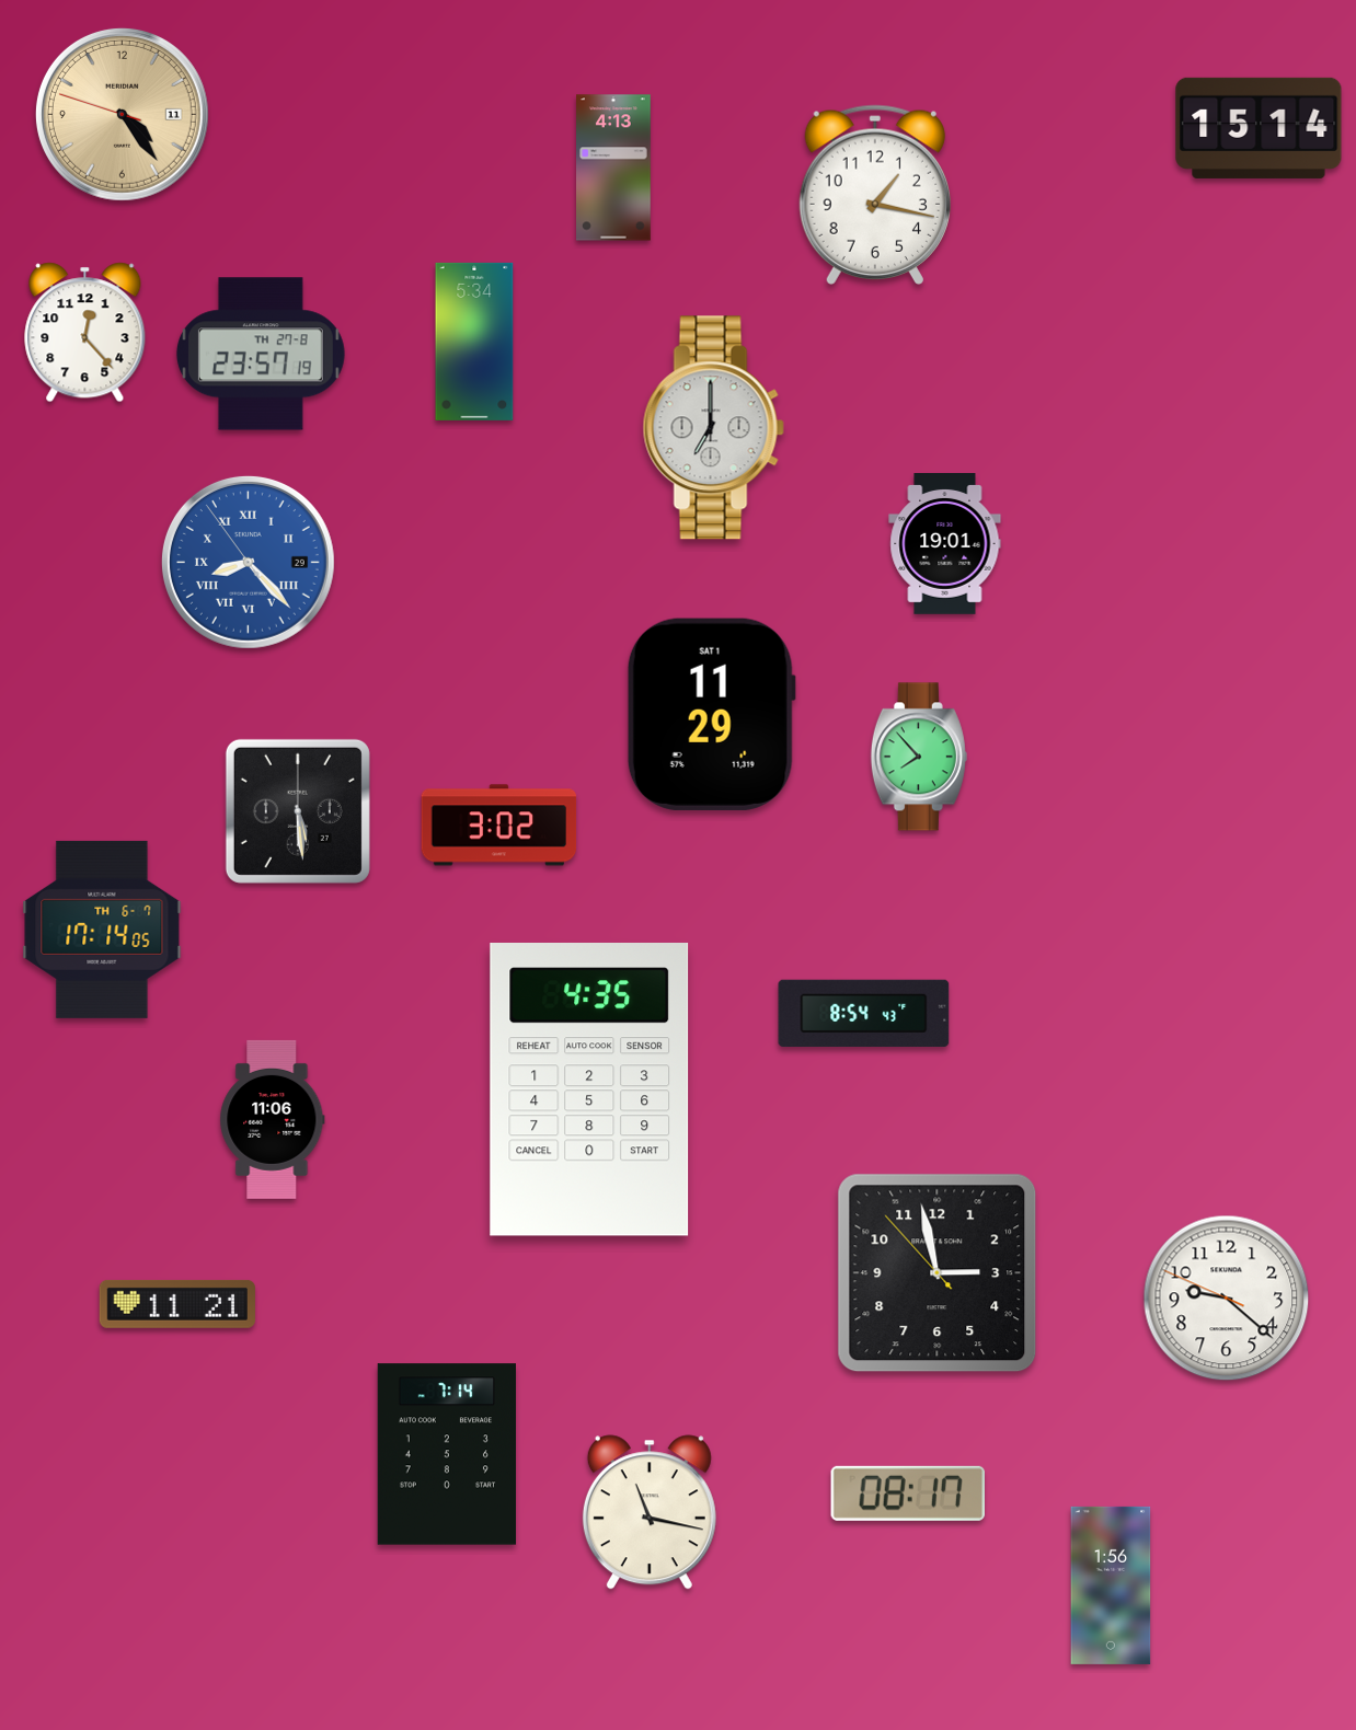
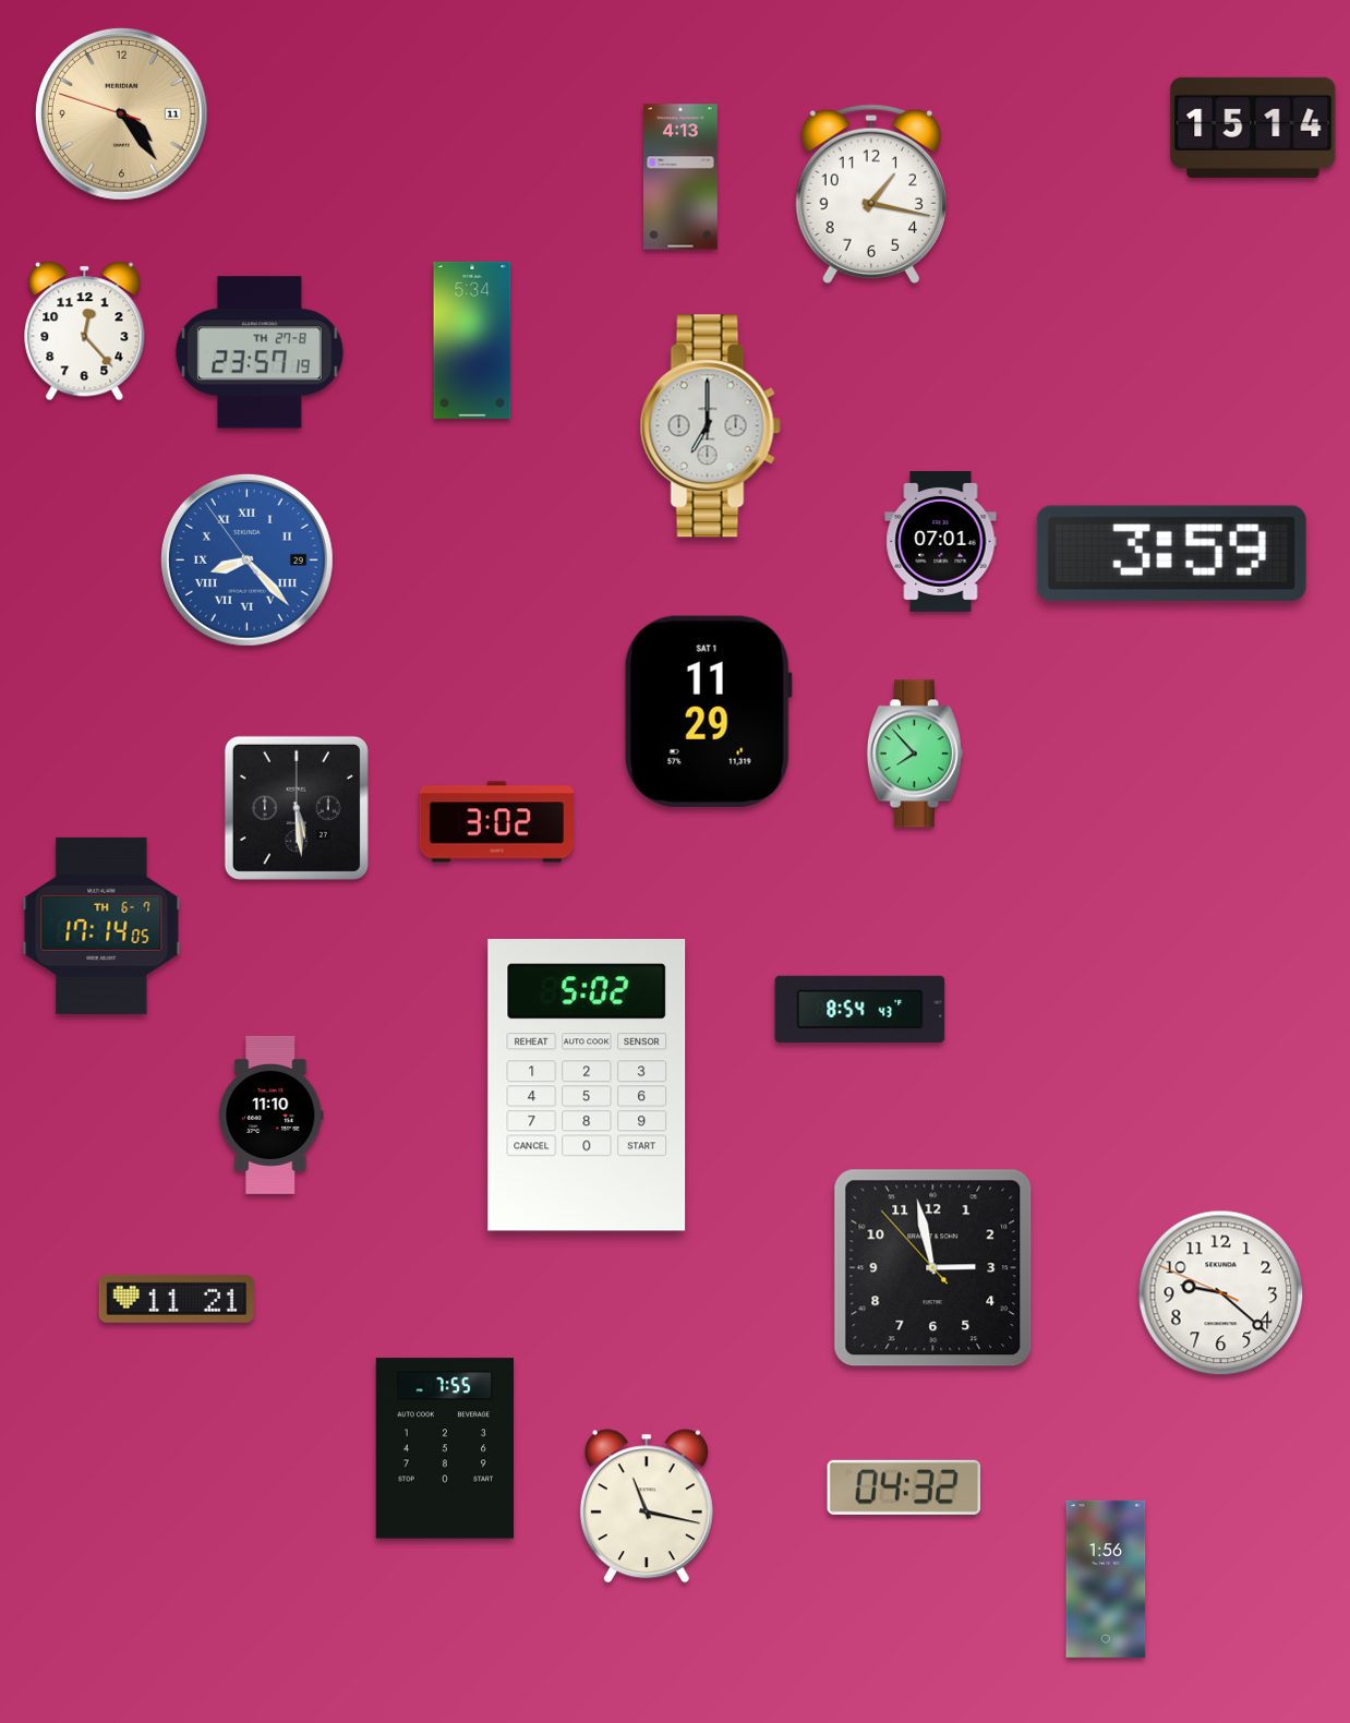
clock at (614, 168) position: (614, 168) -> (682, 177)
clock at (945, 544): 19:01 -> 07:01
clock at (1171, 553): none -> 3:59
clock at (589, 1089): 4:35 -> 5:02
clock at (273, 1119): 11:06 -> 11:10
clock at (446, 1454): 7:14 -> 7:55
clock at (908, 1493): 08:17 -> 04:32
